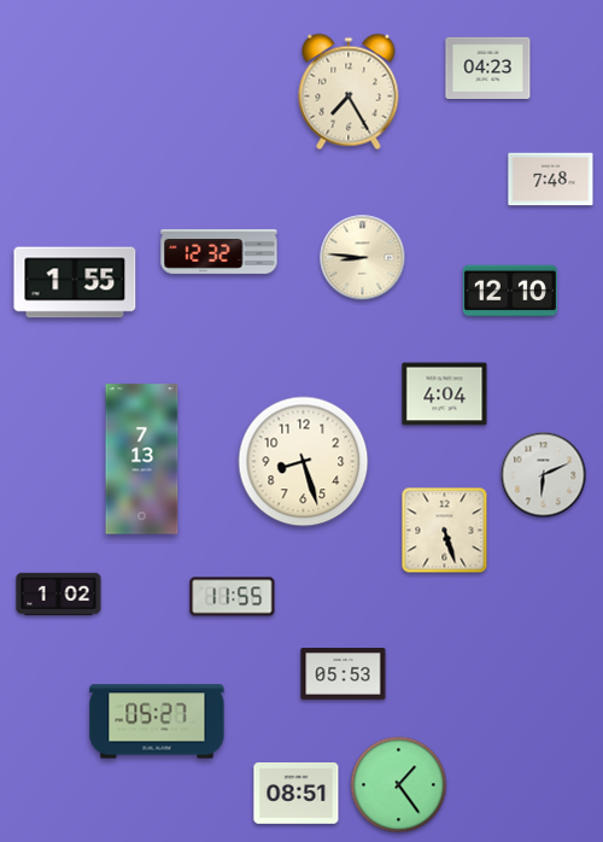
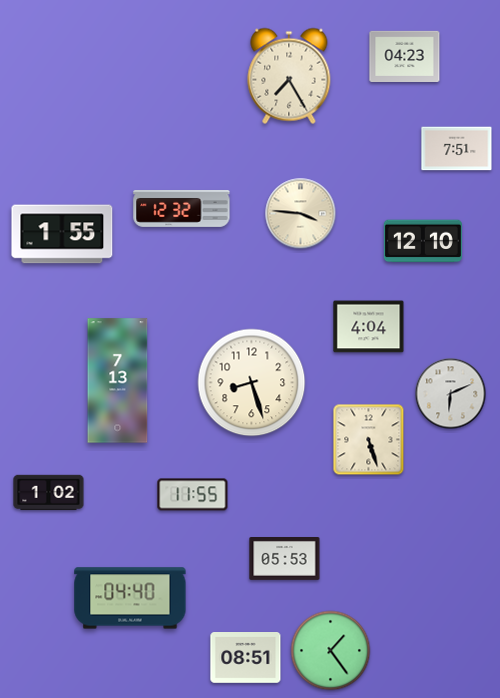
clock at (551, 180): 7:48 -> 7:51
clock at (363, 258): 8:46 -> 3:46
clock at (157, 721): 05:27 -> 04:40
